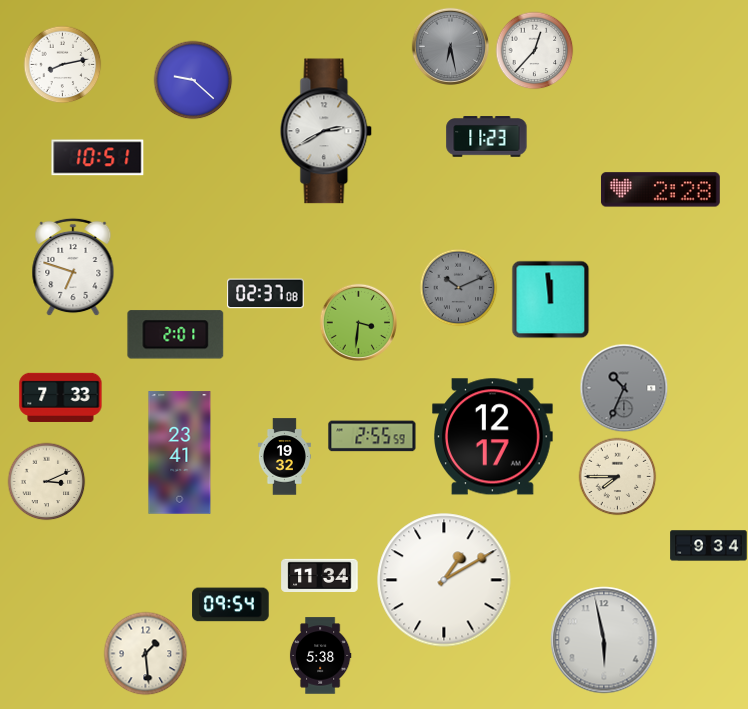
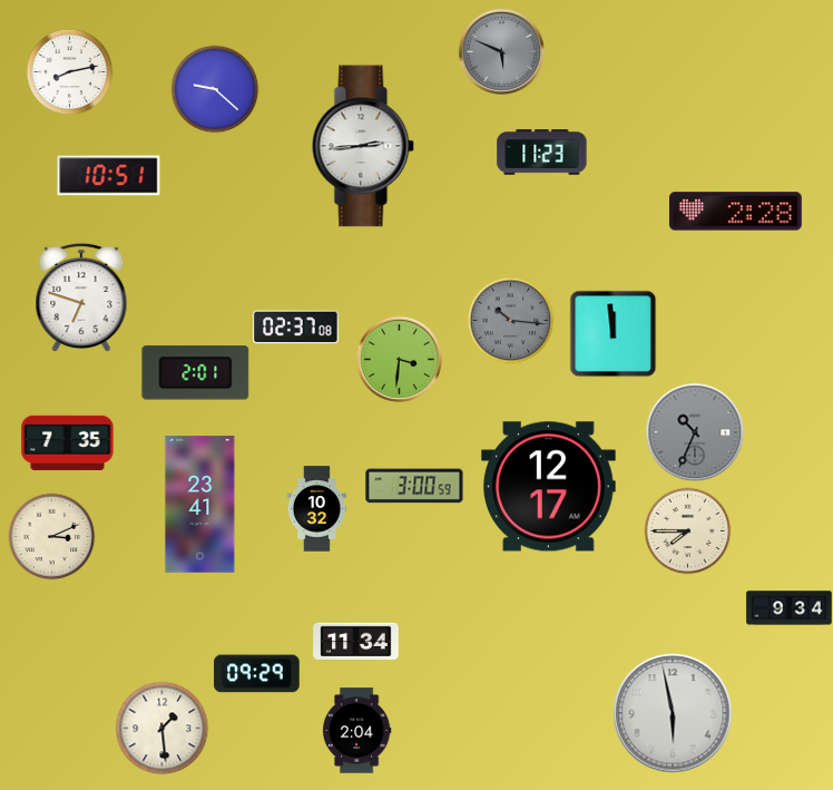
clock at (450, 46): 6:28 -> 5:49
clock at (534, 50): 12:37 -> none
clock at (326, 131): 2:40 -> 2:44
clock at (458, 287): 10:11 -> 10:16
clock at (61, 397): 7:33 -> 7:35
clock at (372, 436): 2:55 -> 3:00
clock at (284, 457): 19:32 -> 10:32
clock at (444, 580): 1:10 -> none
clock at (231, 605): 09:54 -> 09:29
clock at (320, 656): 5:38 -> 2:04
